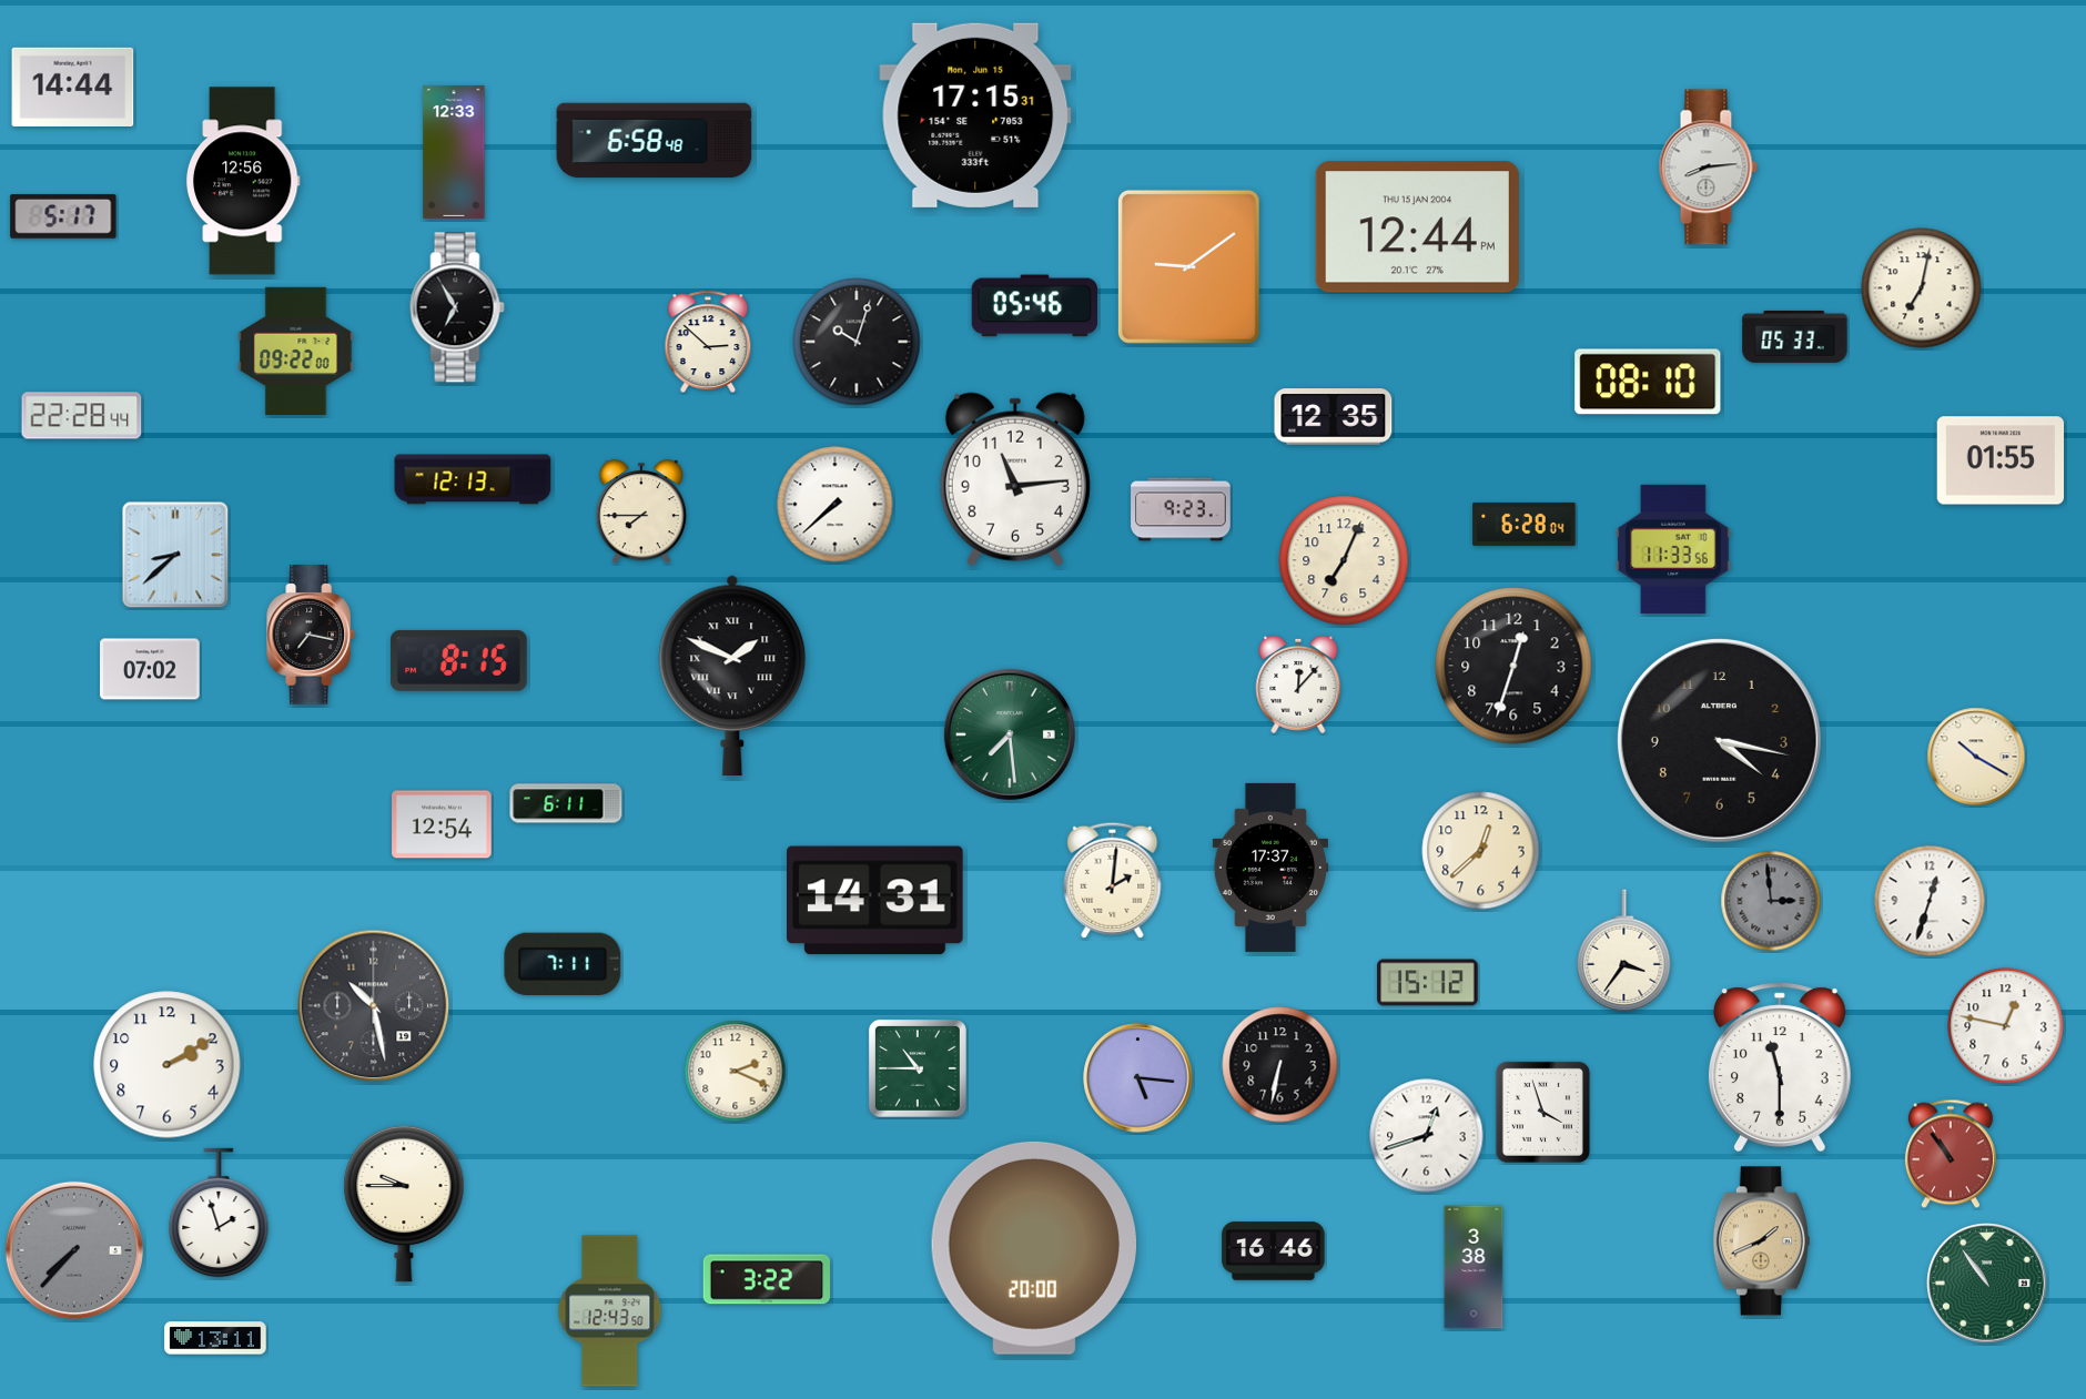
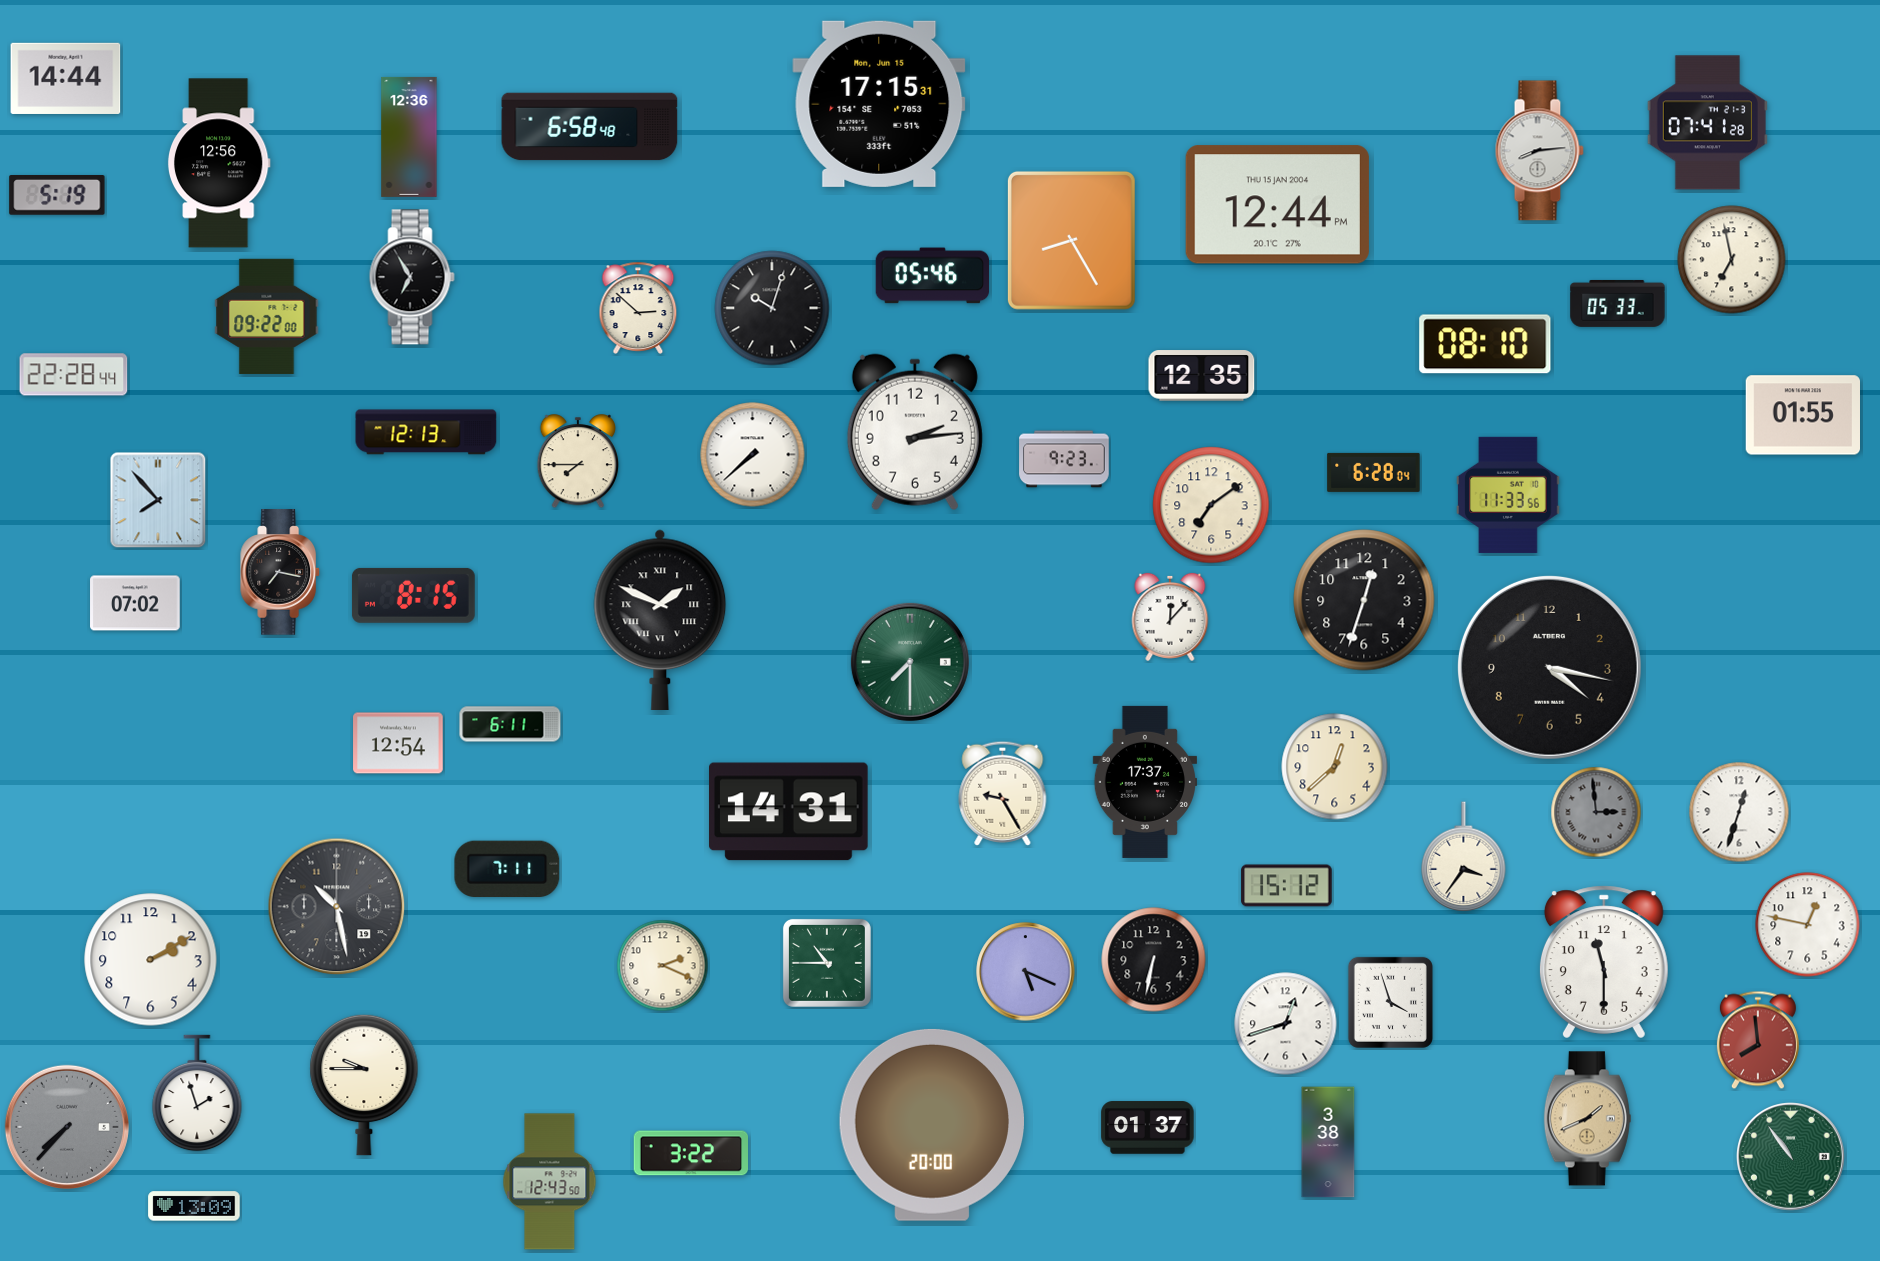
clock at (1707, 123): none -> 07:41
clock at (454, 152): 12:33 -> 12:36
clock at (63, 217): 5:17 -> 5:19
clock at (1188, 266): 9:09 -> 8:25
clock at (1922, 288): 7:02 -> 6:58
clock at (1015, 479): 11:14 -> 2:14
clock at (175, 555): 8:38 -> 7:53
clock at (1344, 560): 7:04 -> 7:09
clock at (732, 675) position: (732, 675) -> (660, 619)
clock at (1010, 734): 7:29 -> 7:30
clock at (1976, 757): 10:20 -> none
clock at (1113, 880): 2:01 -> 9:25
clock at (1138, 1078): 5:16 -> 5:19
clock at (1951, 1154): 10:54 -> 7:59
clock at (1274, 1251): 16:46 -> 01:37
clock at (215, 1338): 13:11 -> 13:09
